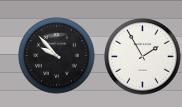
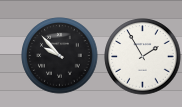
clock at (57, 56) position: (57, 56) -> (60, 56)
